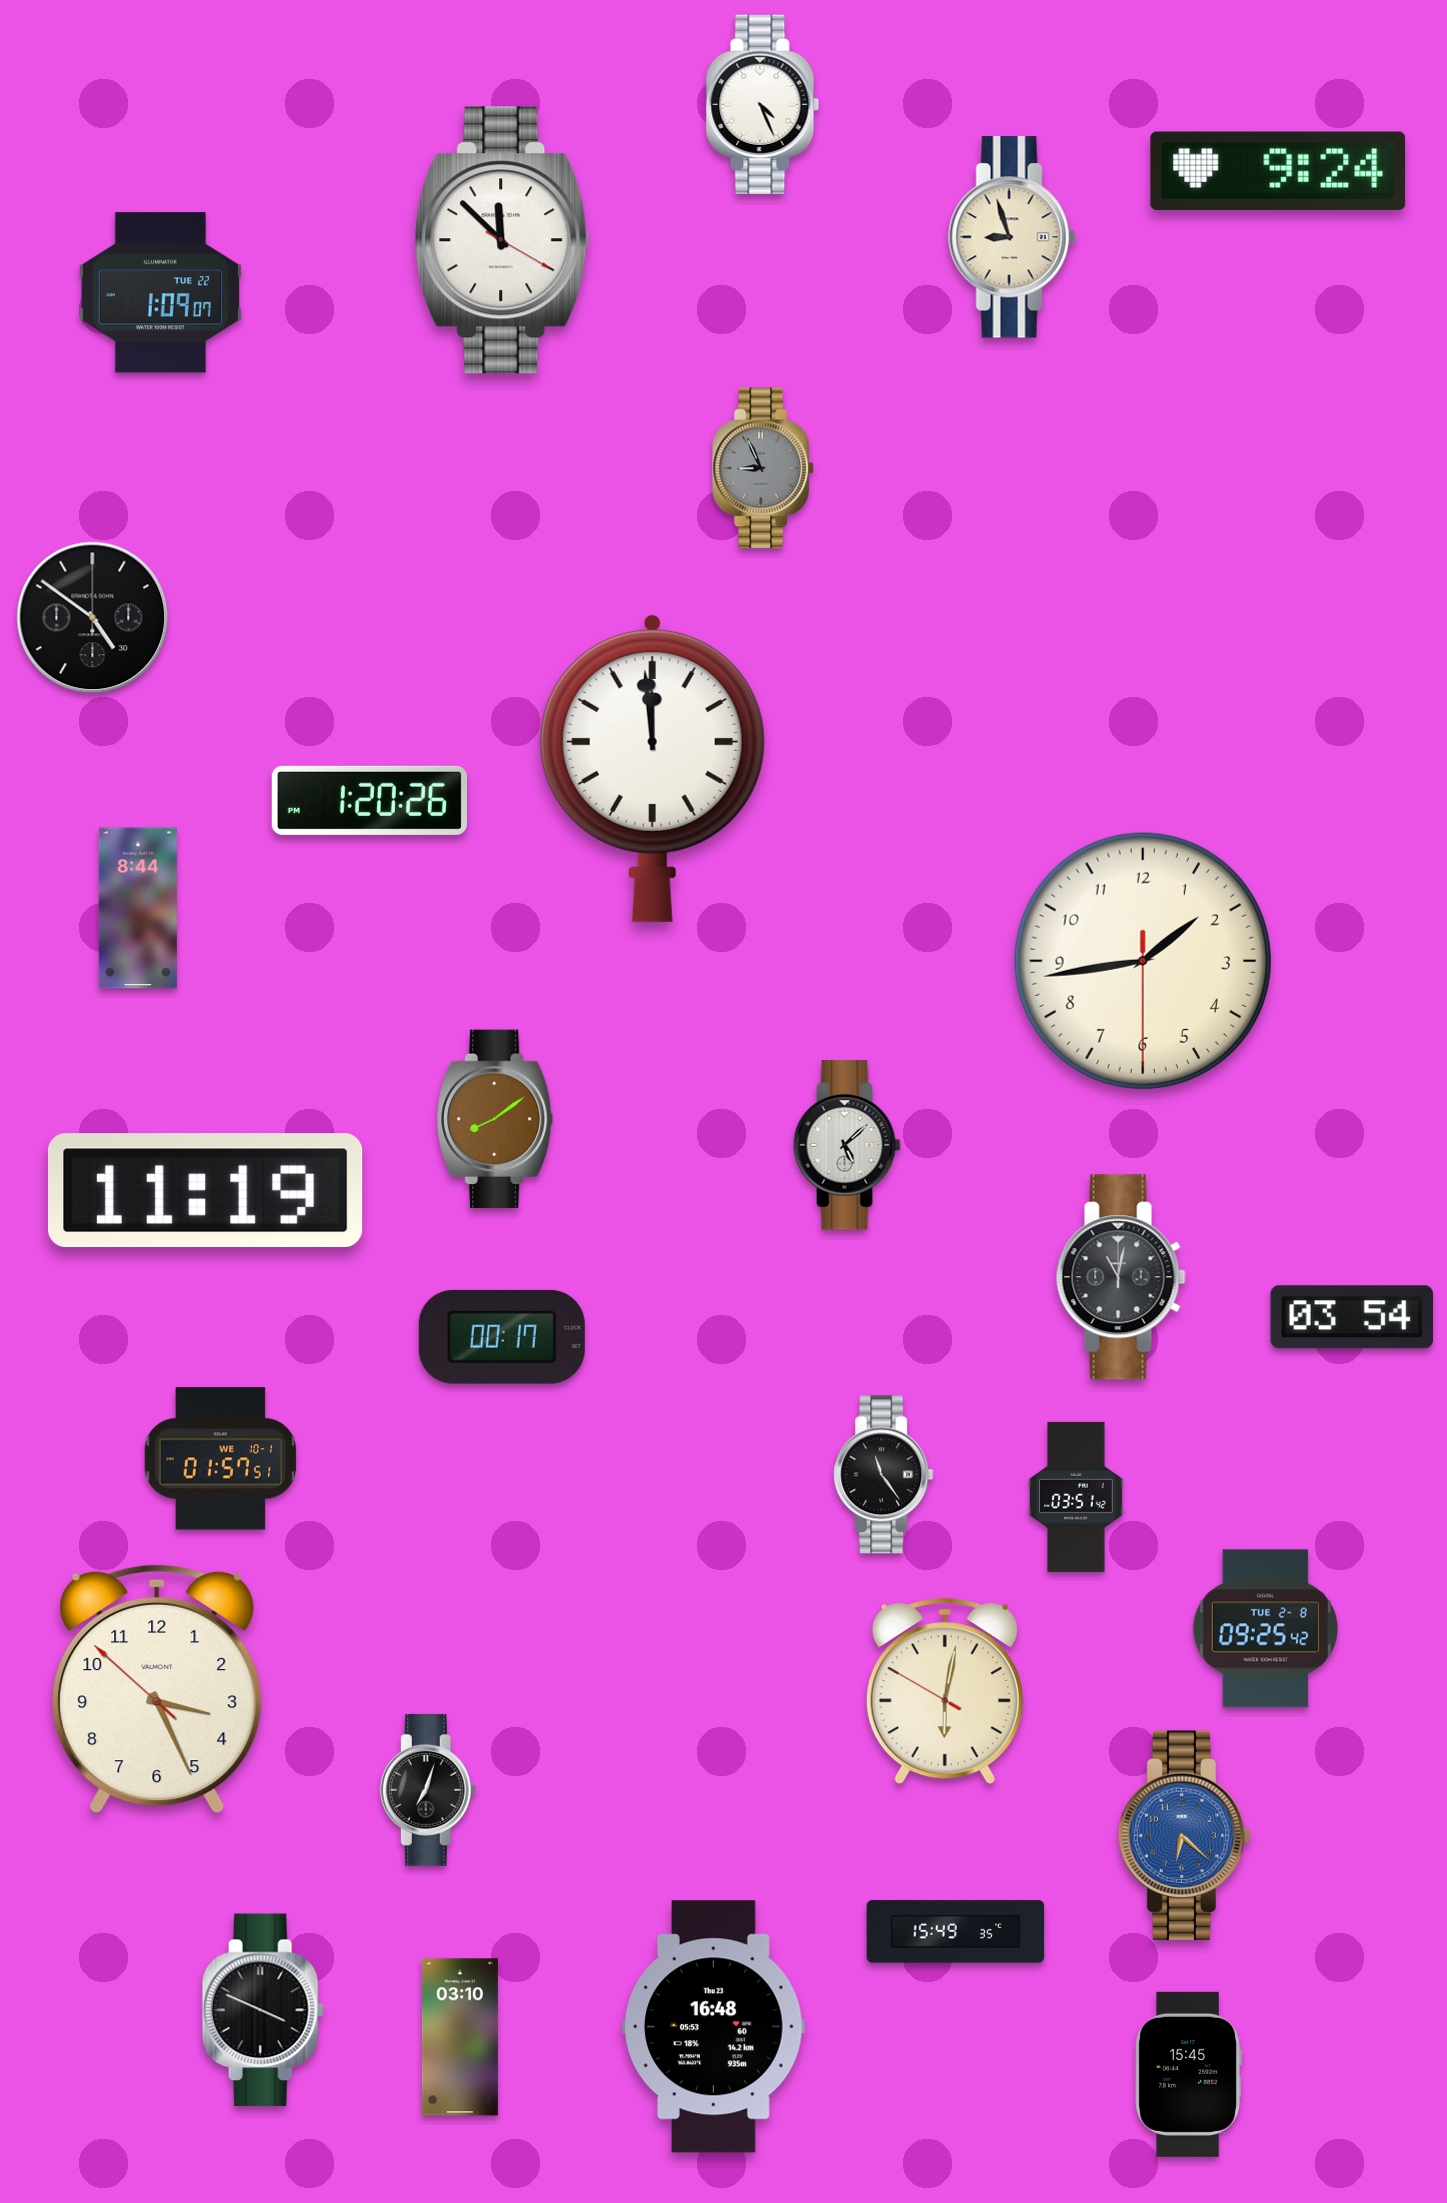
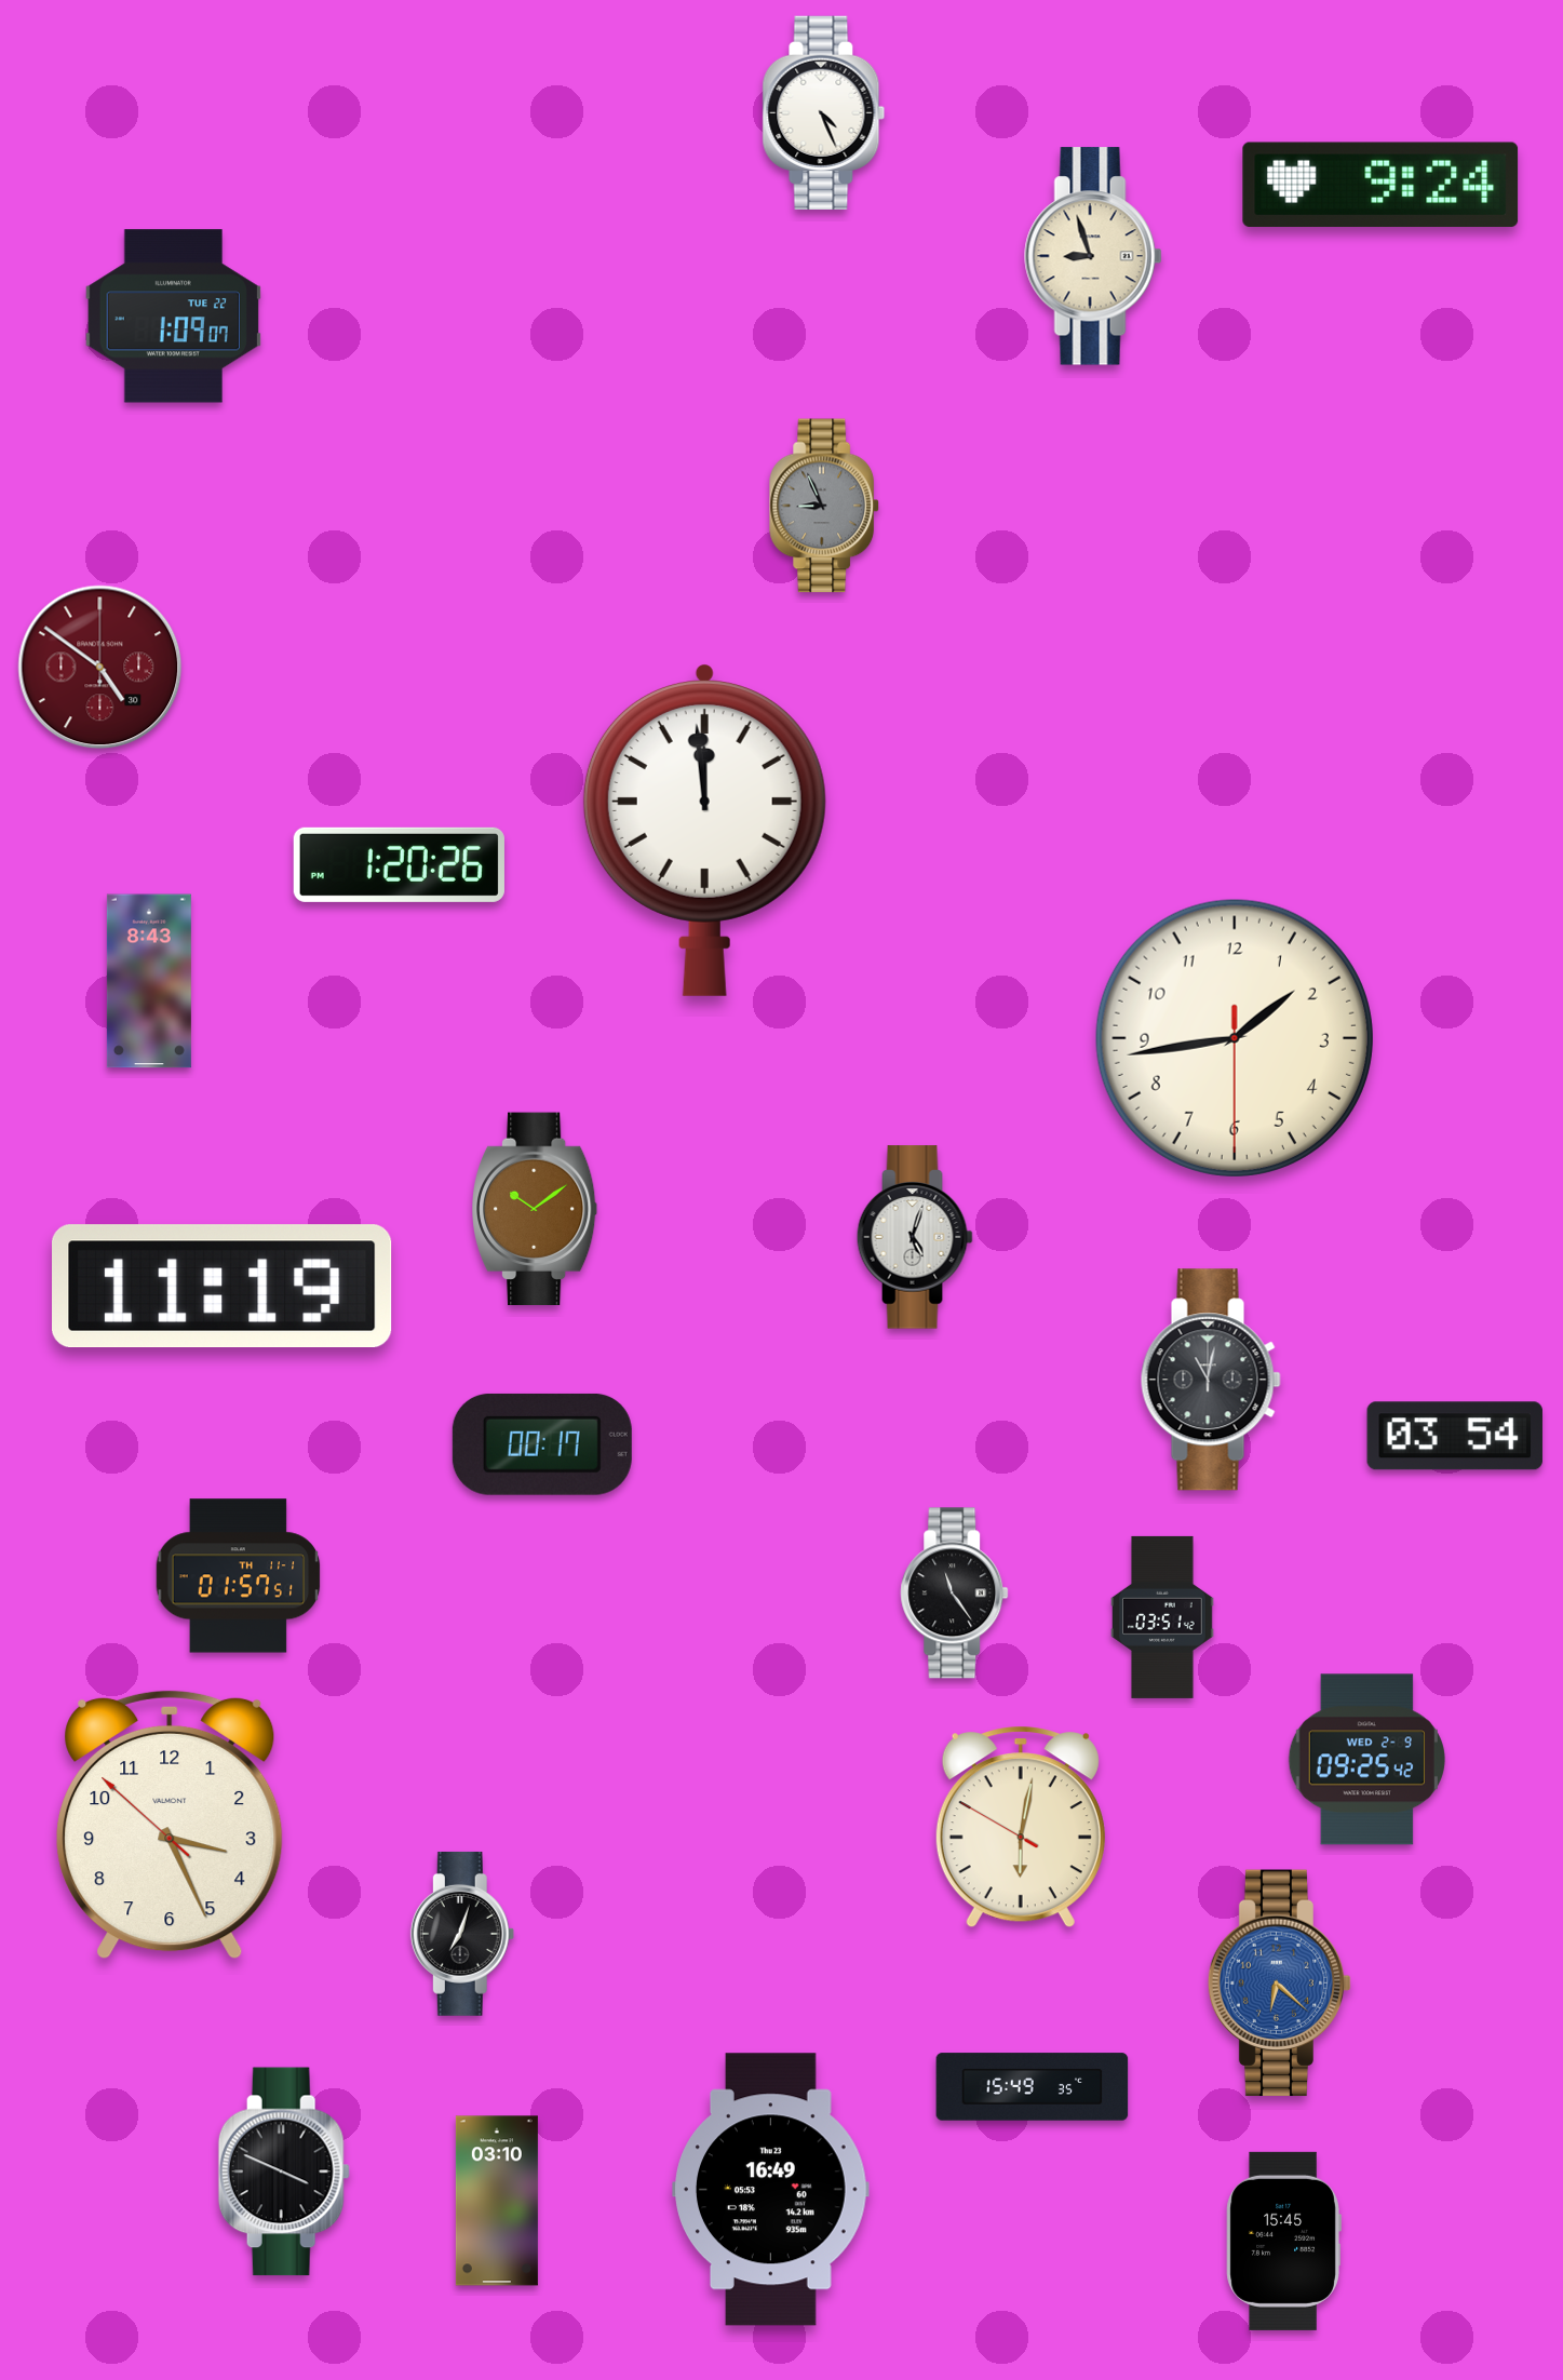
clock at (502, 240): 11:52 -> none
clock at (93, 618) dial: black -> burgundy
clock at (138, 908): 8:44 -> 8:43
clock at (496, 1119): 8:09 -> 10:09
clock at (847, 1145): 5:08 -> 5:03
clock at (1351, 1317) position: (1351, 1317) -> (1454, 1436)
clock at (221, 1459) date: WE 10-1 -> TH 11-1
clock at (1265, 1629) date: TUE 2-8 -> WED 2-9
clock at (714, 2027): 16:48 -> 16:49
